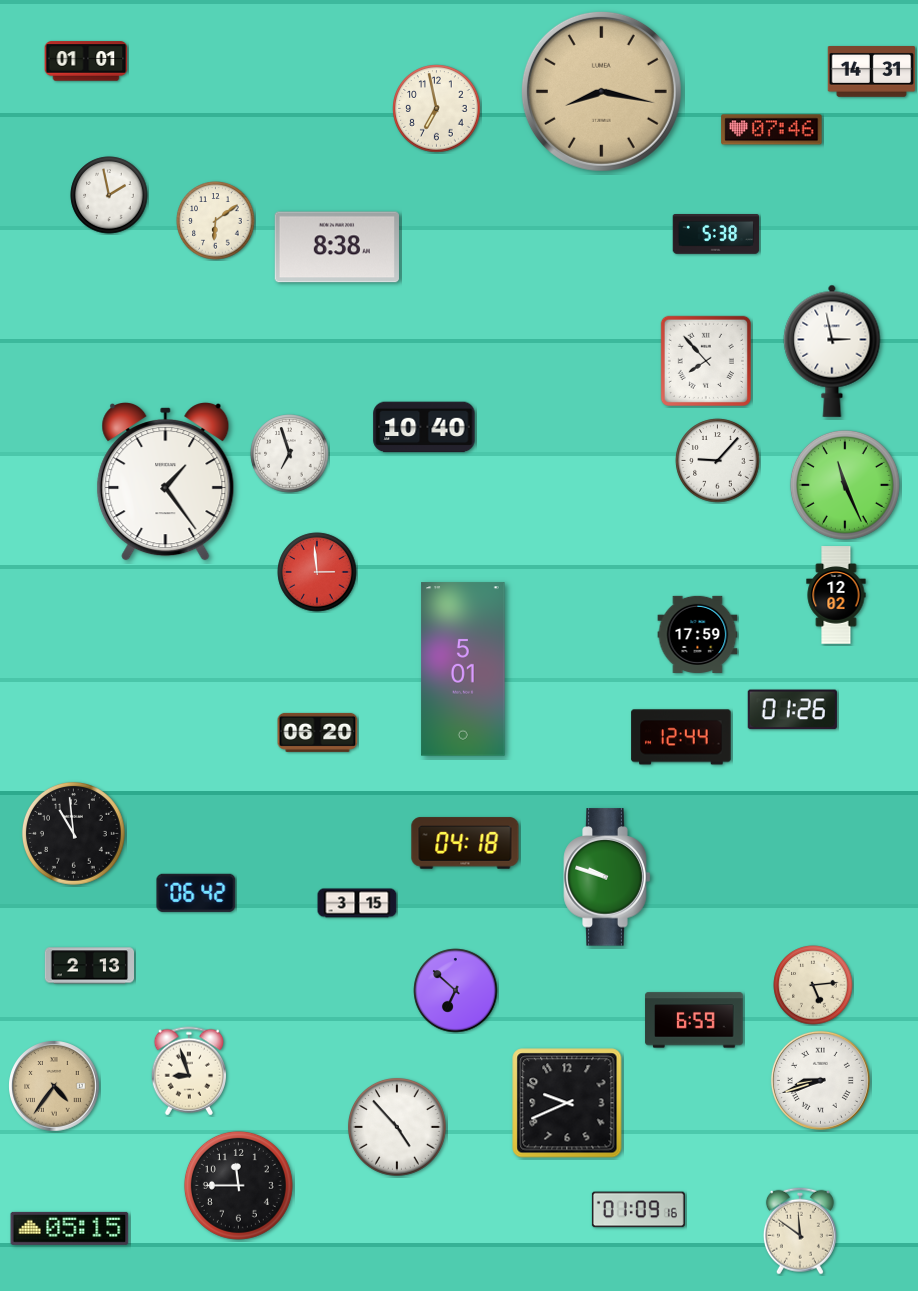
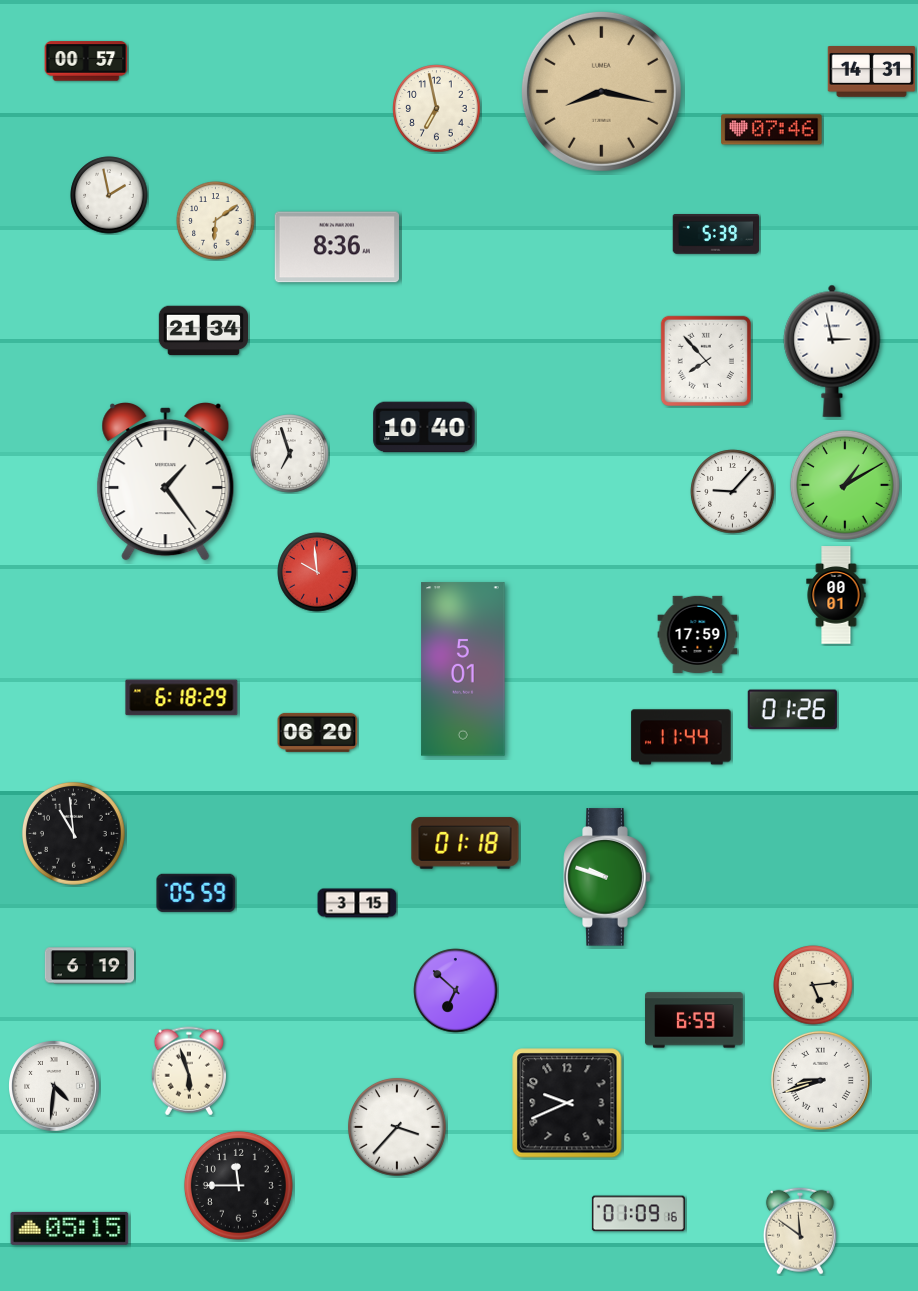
clock at (86, 61): 01:01 -> 00:57
clock at (716, 235): 5:38 -> 5:39
clock at (337, 247): 8:38 -> 8:36
clock at (203, 331): none -> 21:34
clock at (718, 461) position: (718, 461) -> (733, 492)
clock at (845, 485): 11:26 -> 1:10
clock at (317, 572): 2:59 -> 9:59
clock at (836, 595): 12:02 -> 00:01
clock at (182, 698): none -> 6:18
clock at (681, 737): 12:44 -> 11:44
clock at (465, 843): 04:18 -> 01:18
clock at (196, 893): 06:42 -> 05:59
clock at (89, 966): 2:13 -> 6:19
clock at (188, 1071): 8:57 -> 5:57
clock at (54, 1086): 4:36 -> 4:31
clock at (54, 1086) dial: champagne -> white
clock at (398, 1128): 4:53 -> 3:37
clock at (638, 1210) position: (638, 1210) -> (638, 1214)
